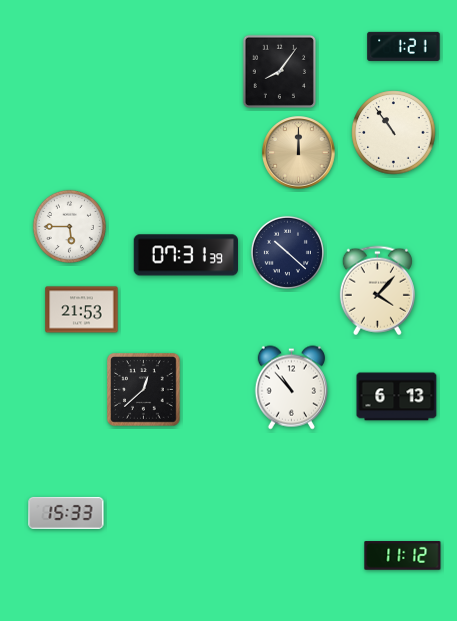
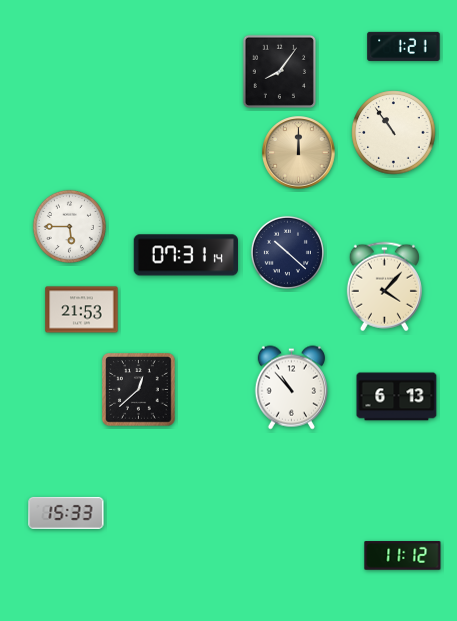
clock at (185, 255): 07:31:39 -> 07:31:14
clock at (377, 291) position: (377, 291) -> (384, 287)
clock at (144, 390) position: (144, 390) -> (139, 390)
